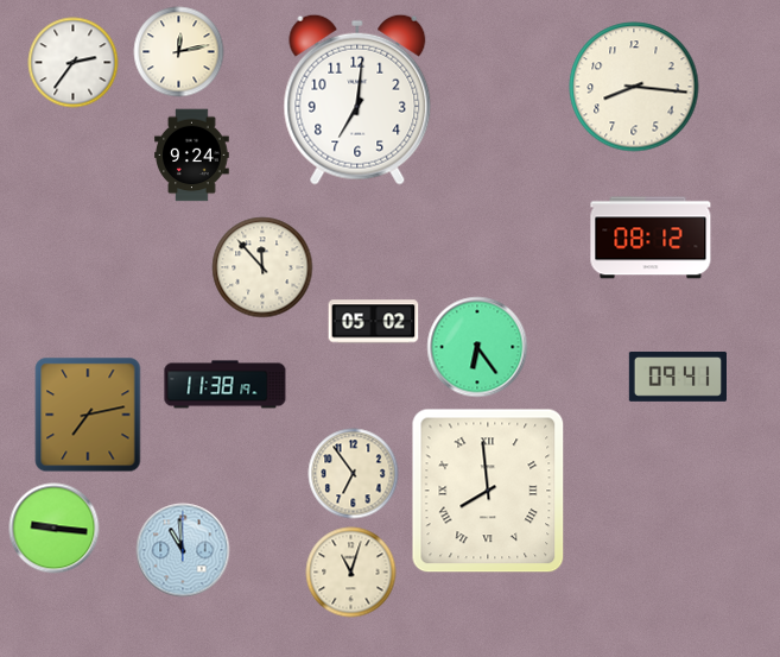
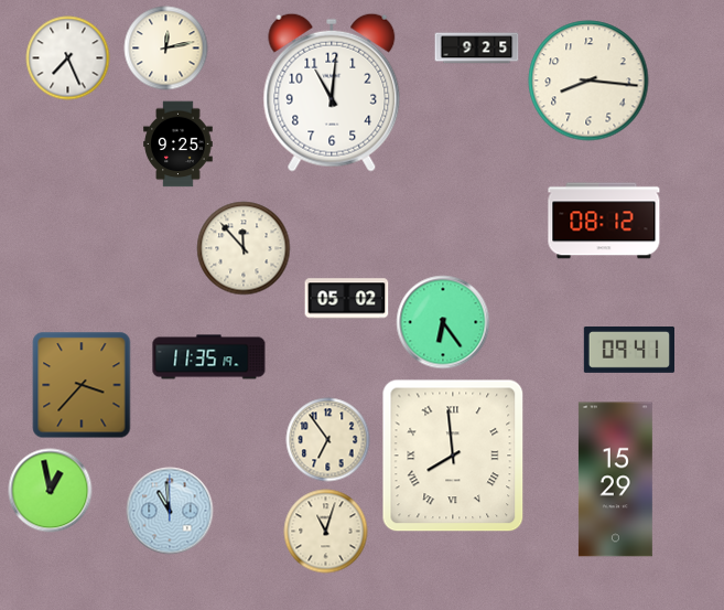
clock at (477, 49): none -> 9:25
clock at (74, 63): 2:36 -> 7:26
clock at (357, 100): 7:01 -> 11:01
clock at (192, 156): 9:24 -> 9:25
clock at (226, 385): 11:38 -> 11:35
clock at (88, 415): 7:13 -> 3:37
clock at (615, 480): none -> 15:29
clock at (55, 529): 9:16 -> 12:58
